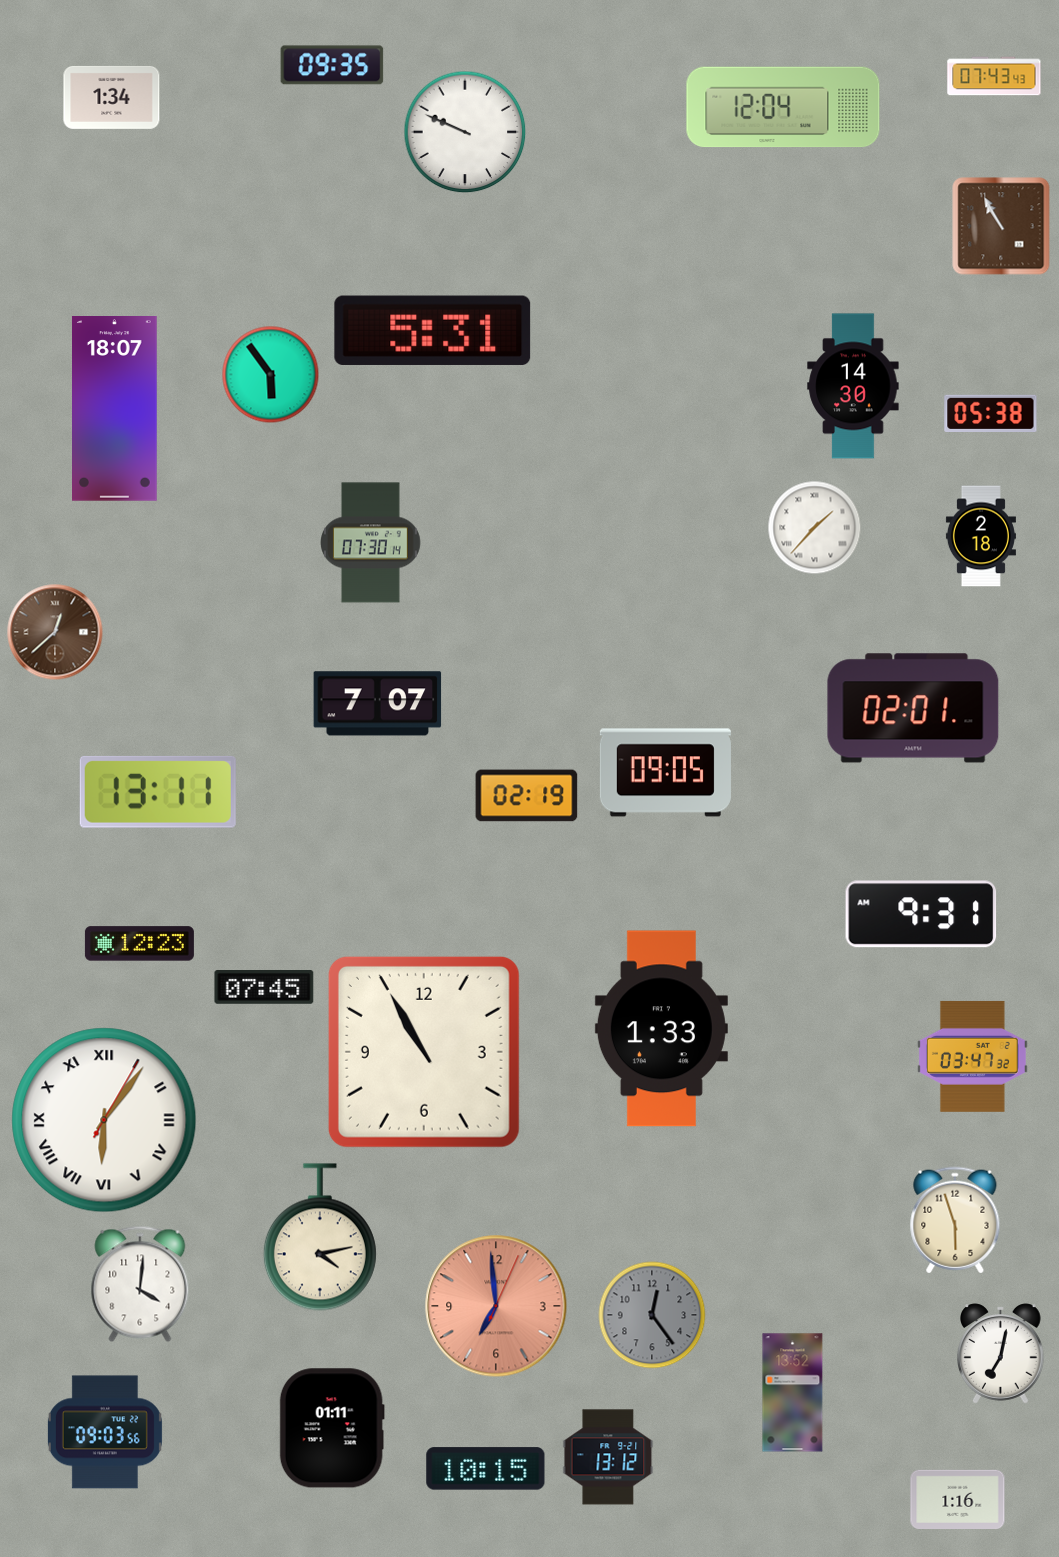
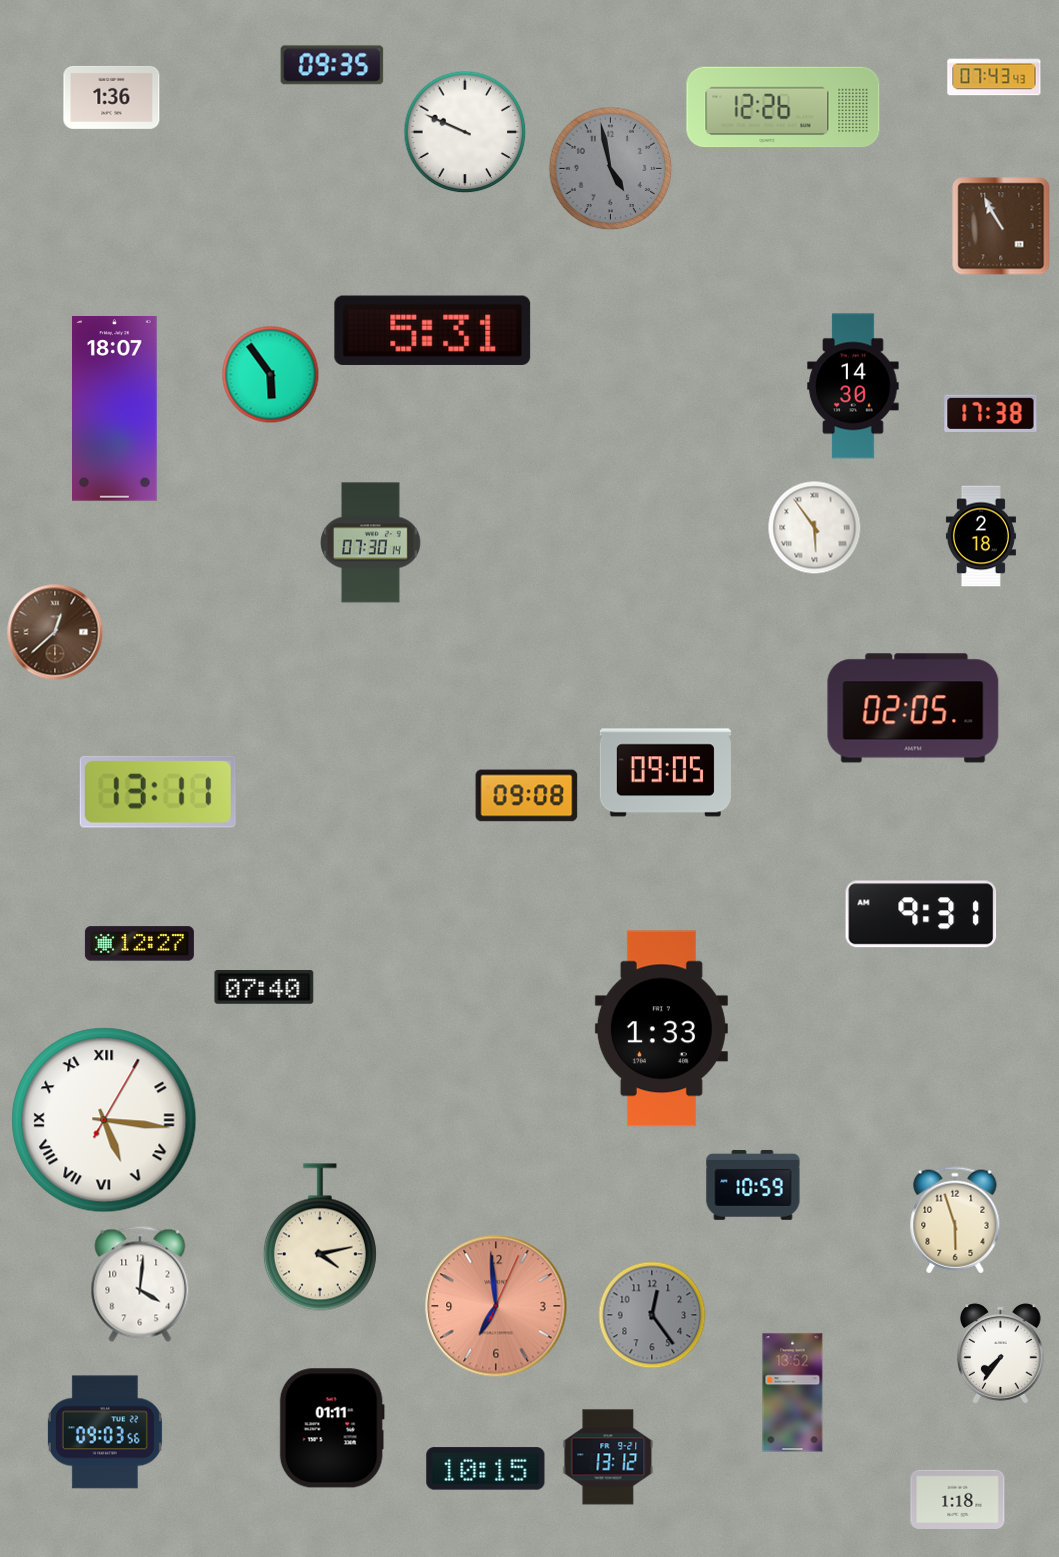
clock at (112, 97): 1:34 -> 1:36
clock at (783, 107): 12:04 -> 12:26
clock at (611, 169): none -> 4:58
clock at (991, 413): 05:38 -> 17:38
clock at (815, 528): 1:37 -> 5:54
clock at (378, 704): 7:07 -> none
clock at (913, 708): 02:01 -> 02:05
clock at (527, 796): 02:19 -> 09:08
clock at (139, 944): 12:23 -> 12:27
clock at (264, 988): 07:45 -> 07:40
clock at (424, 1052): 10:55 -> none
clock at (972, 1056): 03:47 -> none
clock at (104, 1120): 6:06 -> 5:16
clock at (753, 1185): none -> 10:59
clock at (1001, 1354): 7:02 -> 7:36
clock at (958, 1499): 1:16 -> 1:18
